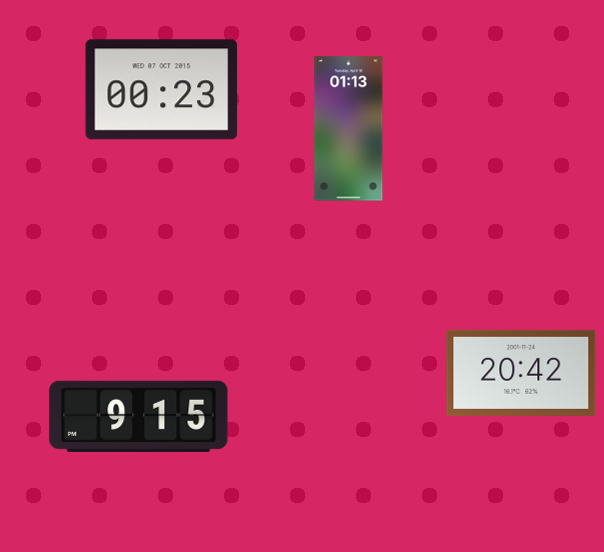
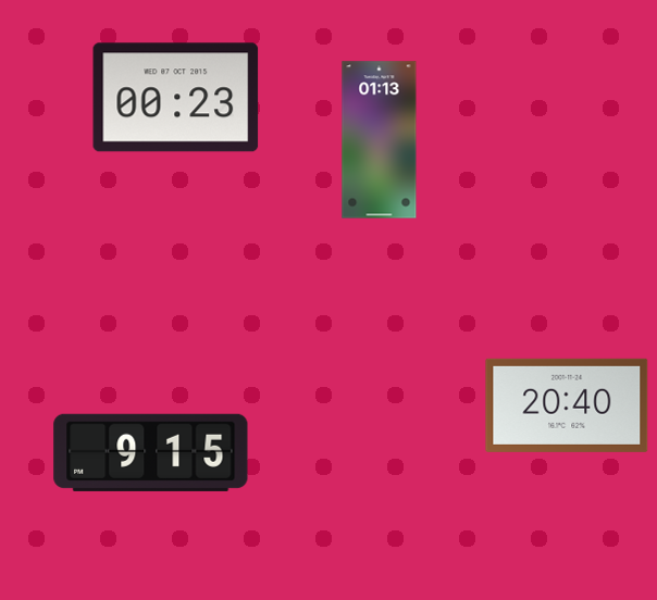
clock at (521, 373): 20:42 -> 20:40
